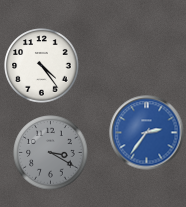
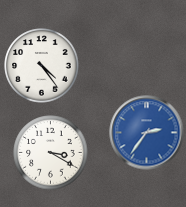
clock at (51, 153) dial: grey -> white
